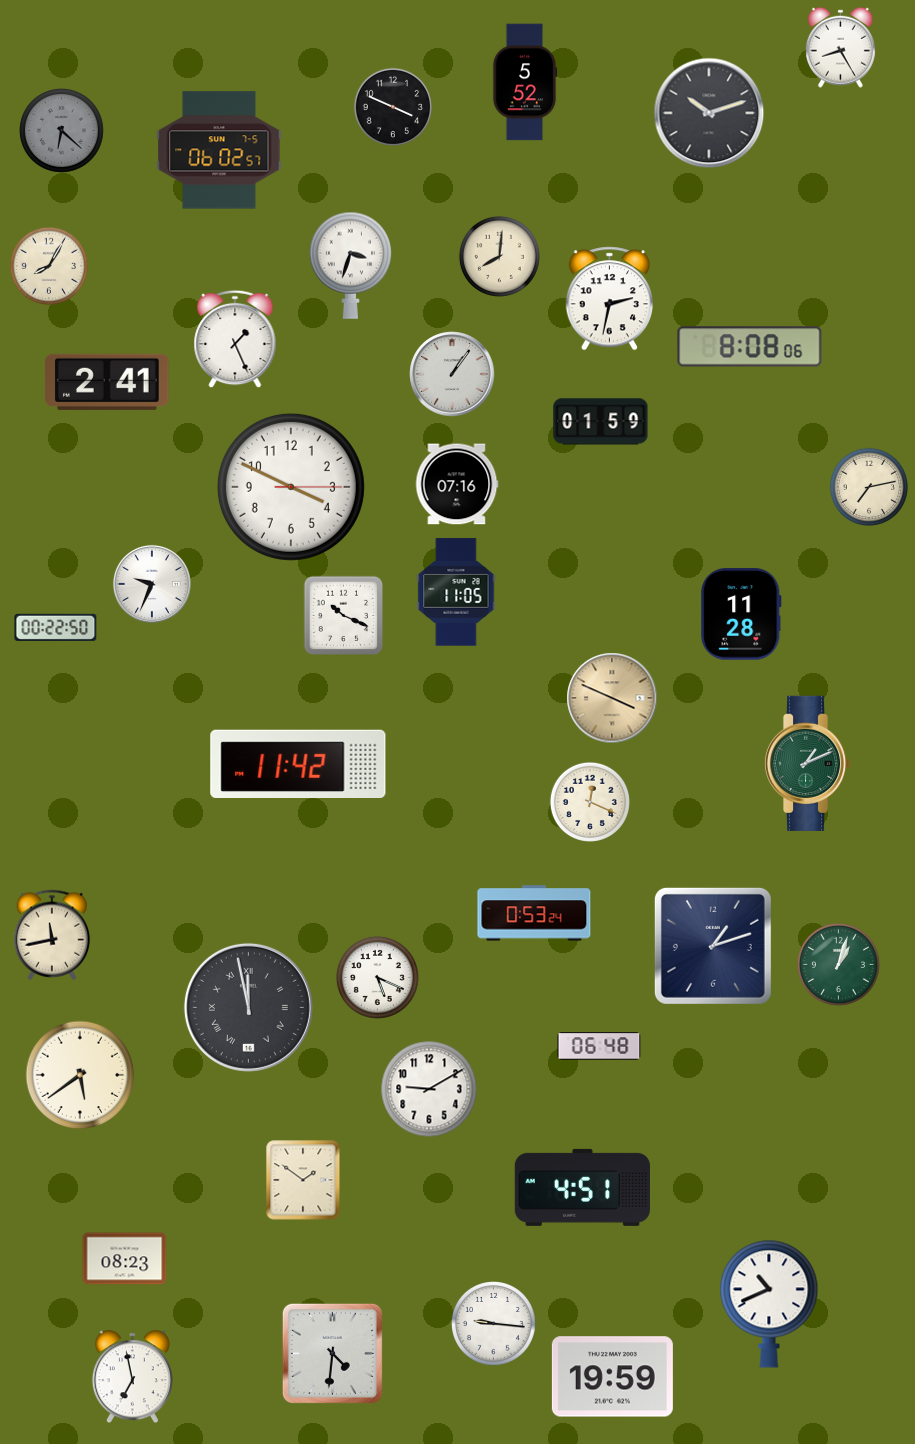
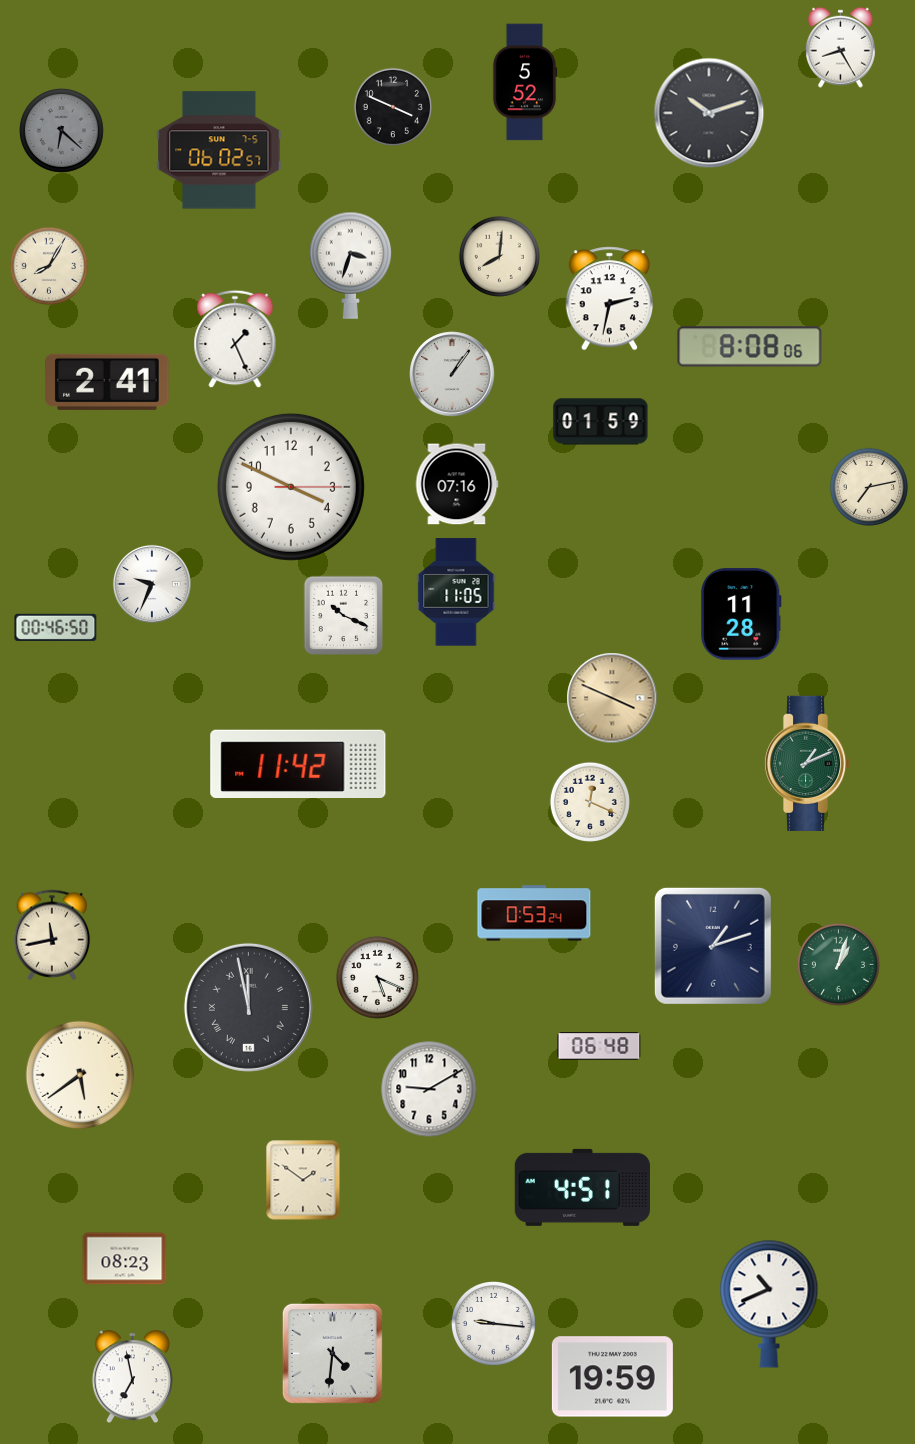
clock at (56, 627): 00:22 -> 00:46
